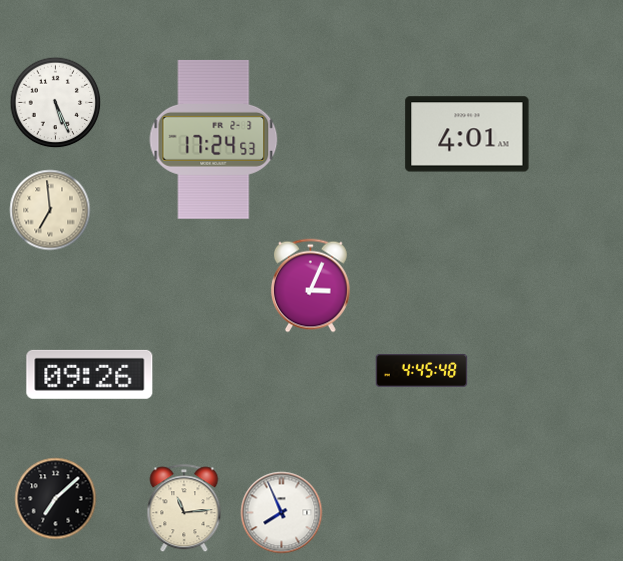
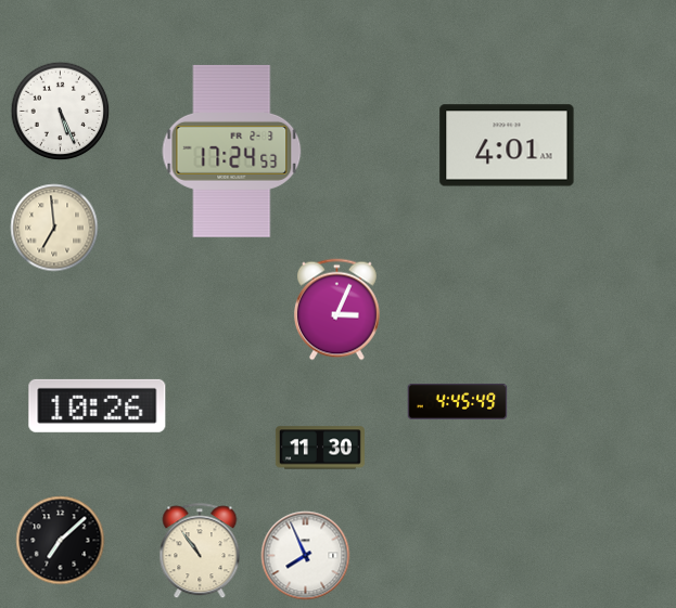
clock at (422, 371): 4:45:48 -> 4:45:49
clock at (90, 374): 09:26 -> 10:26
clock at (320, 448): none -> 11:30
clock at (184, 509): 11:14 -> 10:54
